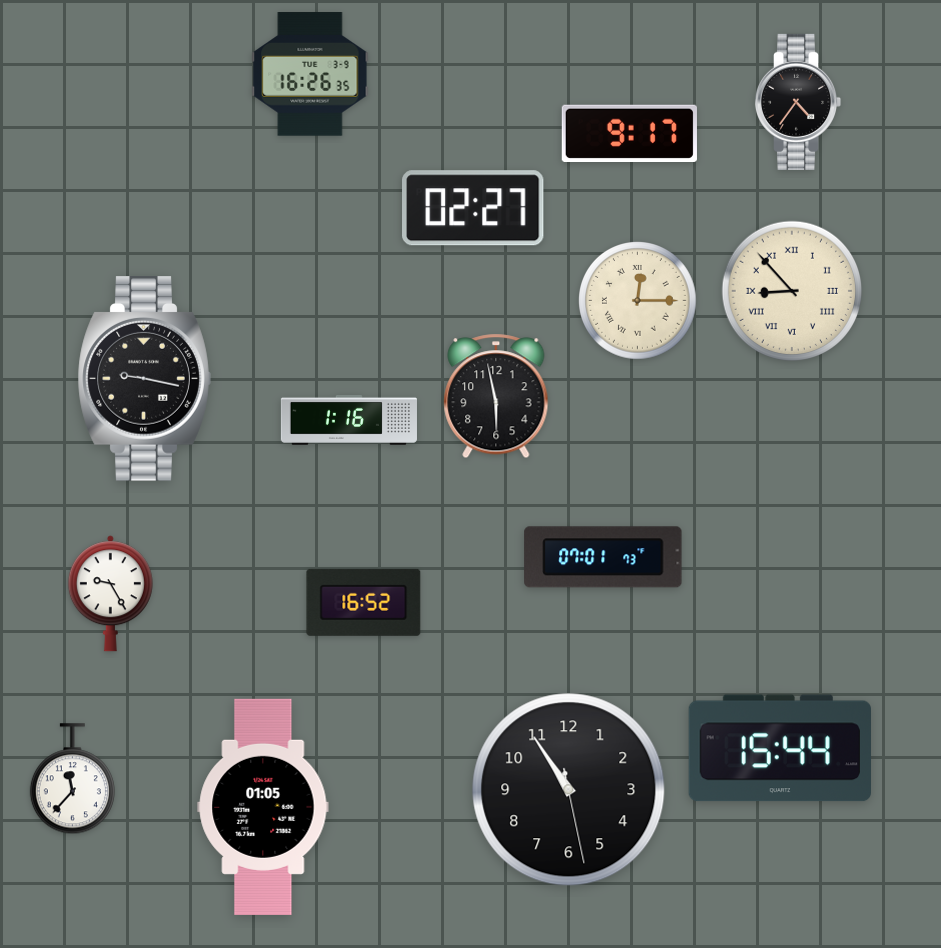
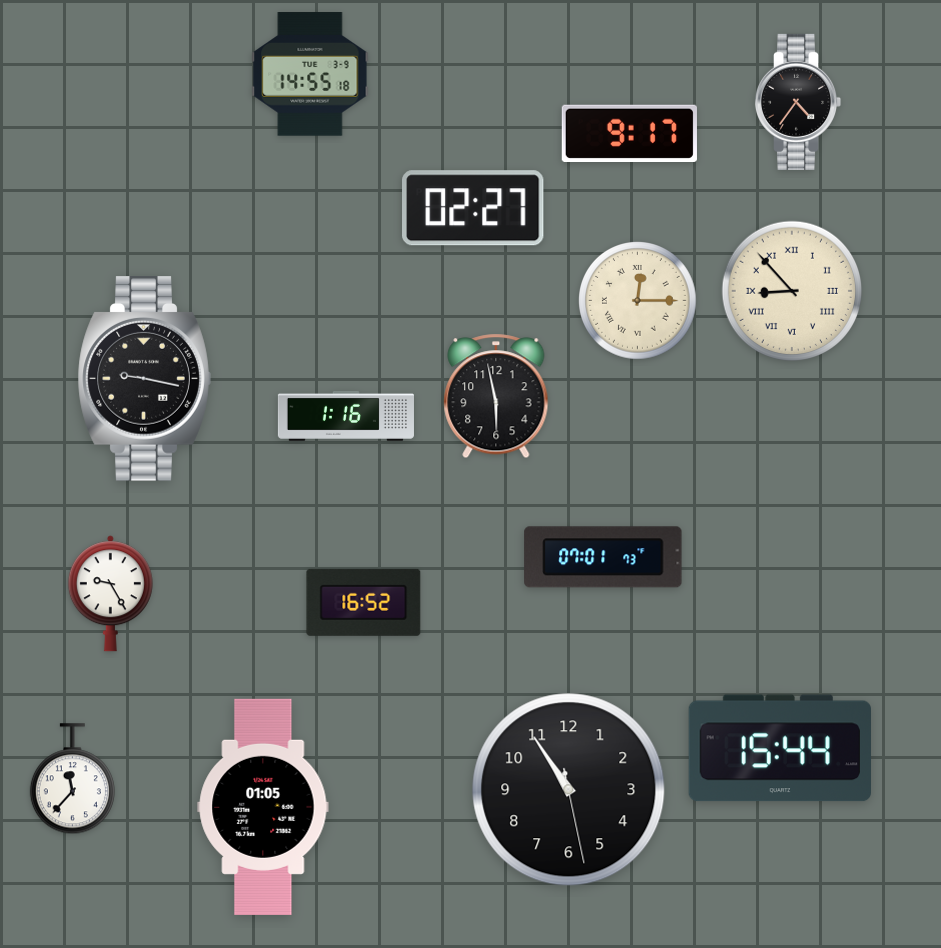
clock at (310, 74): 16:26 -> 14:55
clock at (349, 420) position: (349, 420) -> (346, 416)
